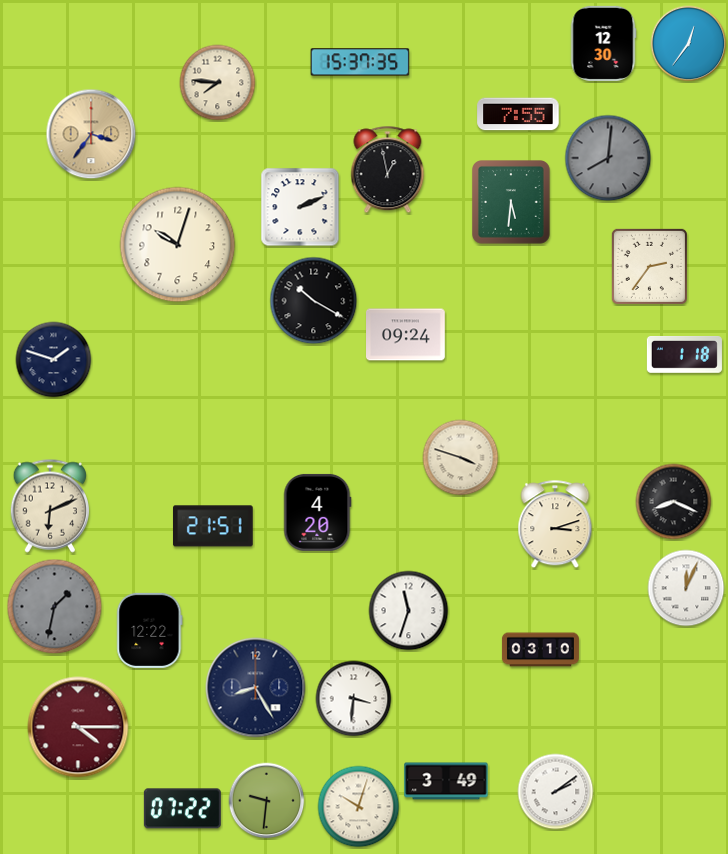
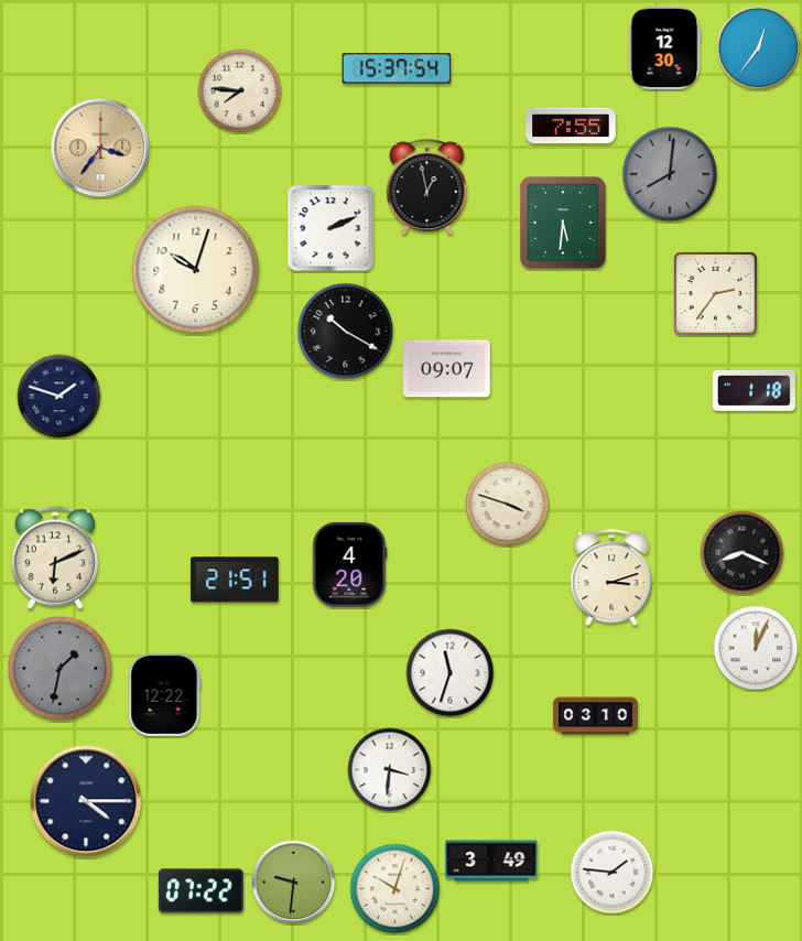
clock at (360, 62): 15:37:35 -> 15:37:54
clock at (406, 335): 09:24 -> 09:07
clock at (256, 688): 8:25 -> none
clock at (78, 727) dial: burgundy -> navy
clock at (556, 792): 2:09 -> 1:46
